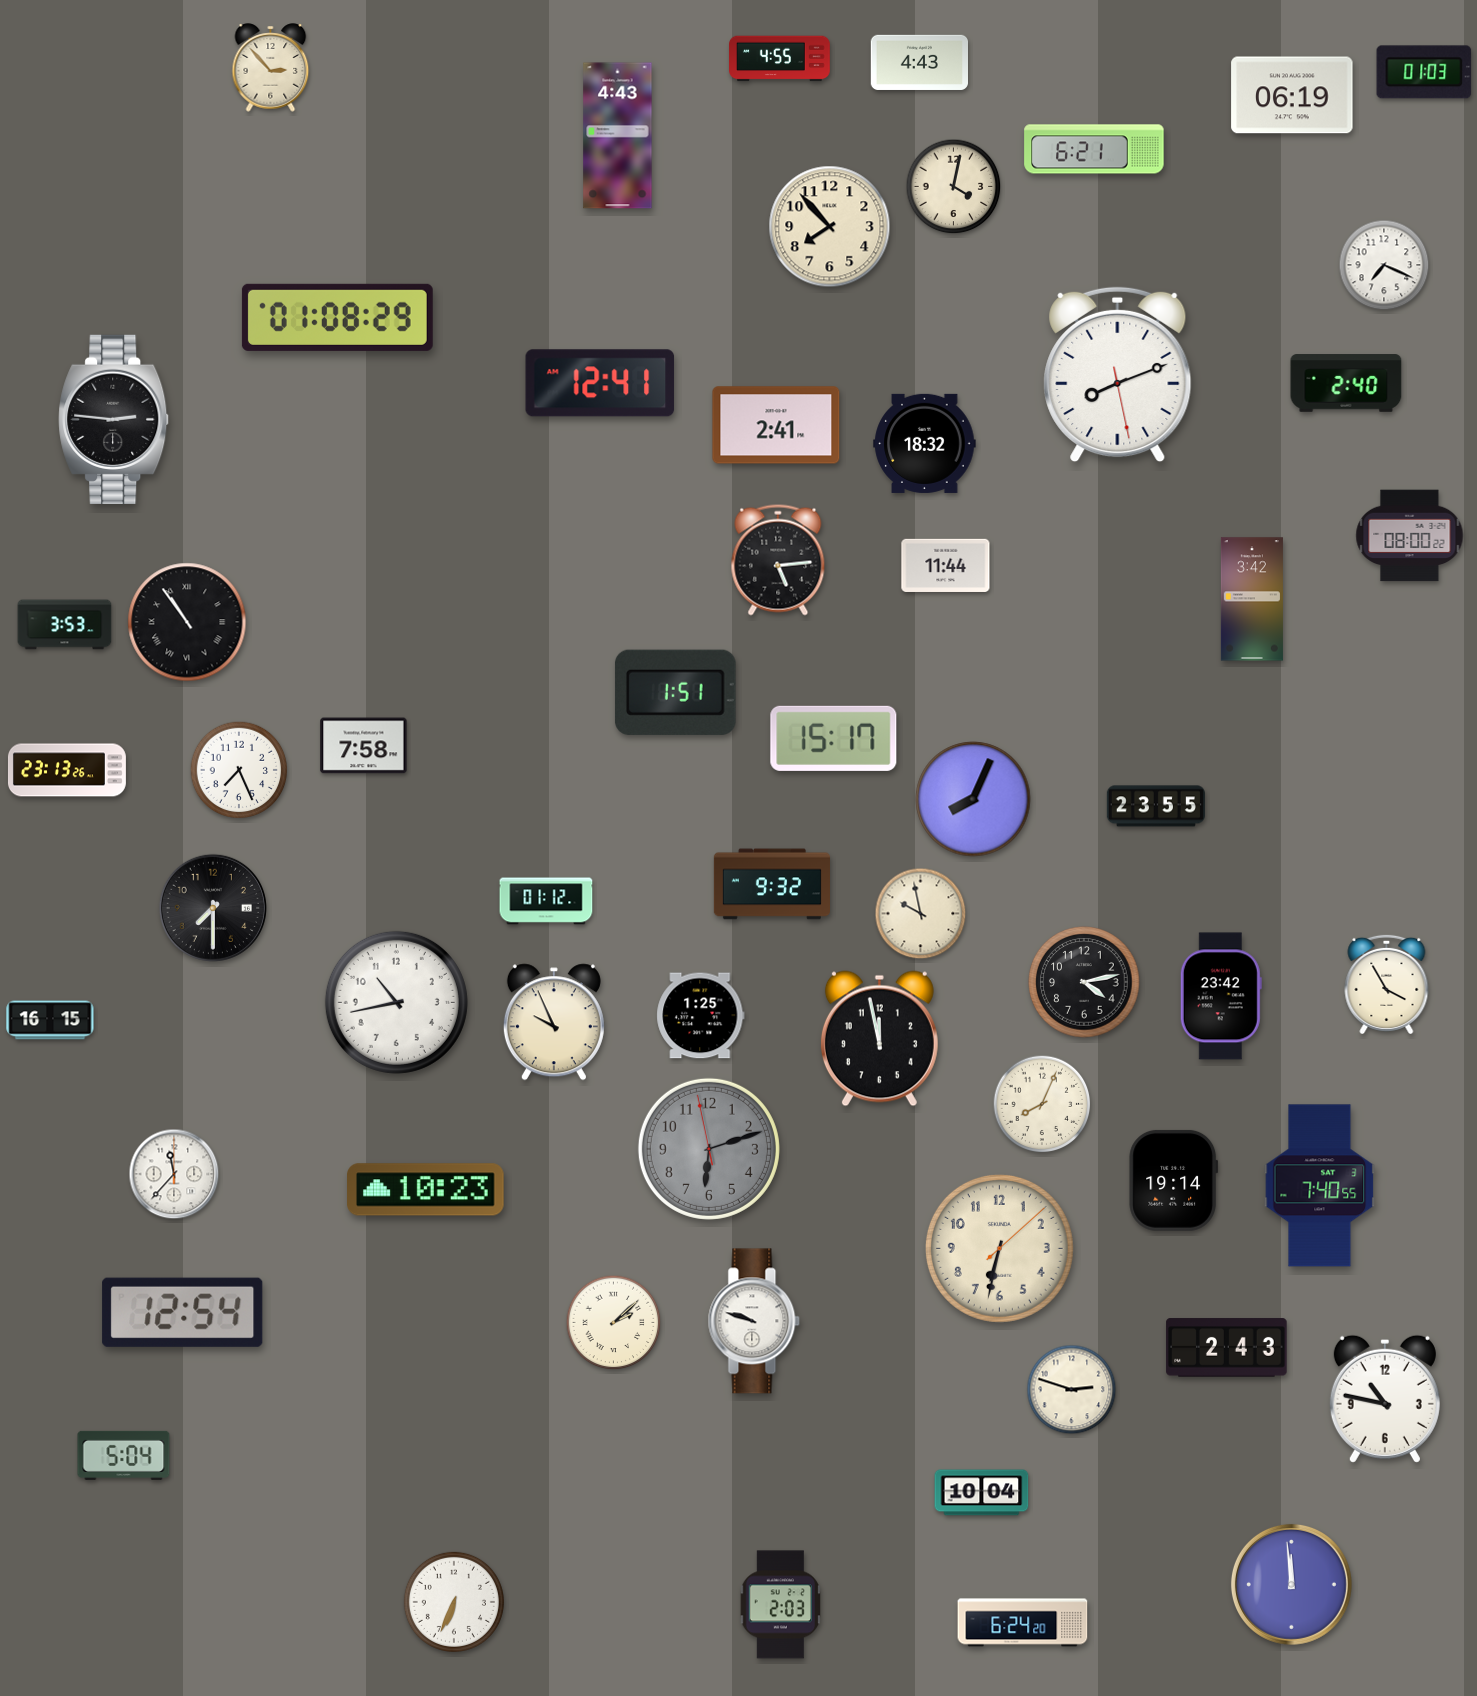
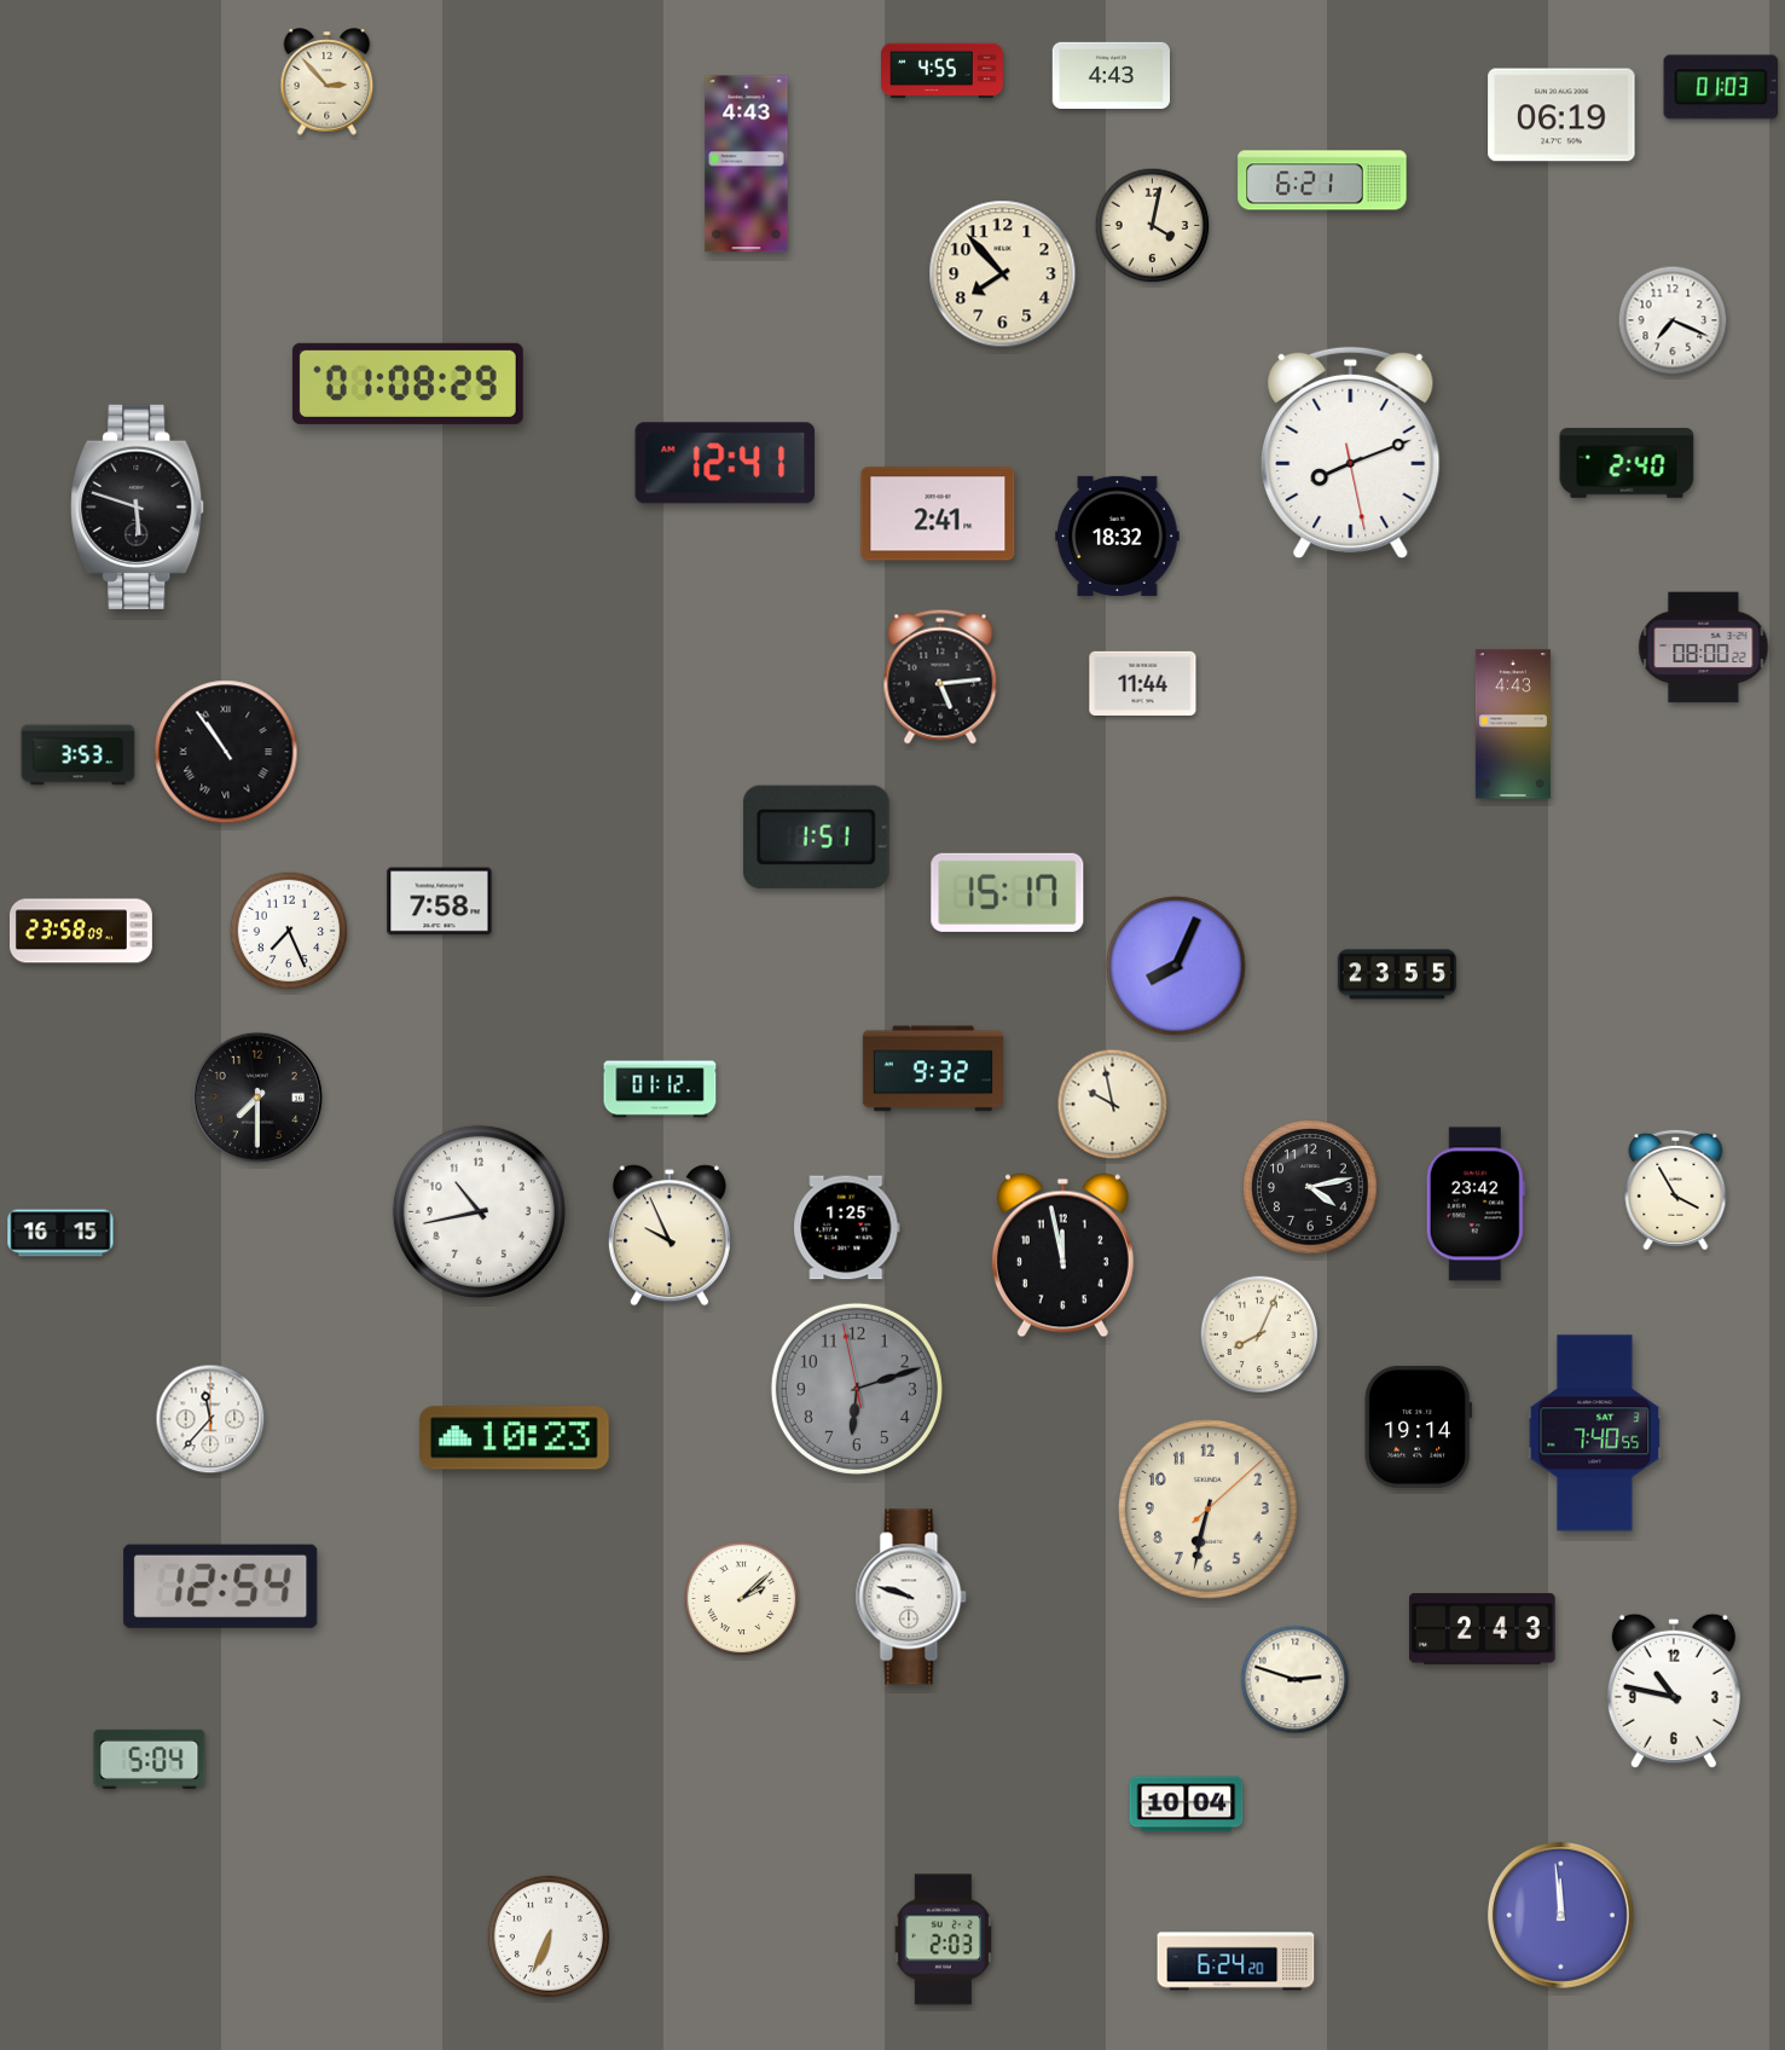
clock at (114, 419): 2:46 -> 5:48
clock at (1252, 599): 3:42 -> 4:43
clock at (67, 770): 23:13 -> 23:58
